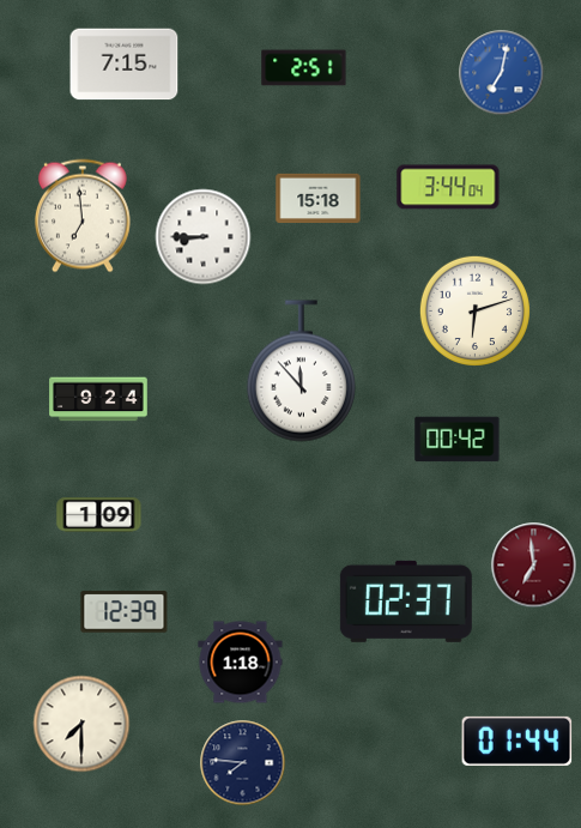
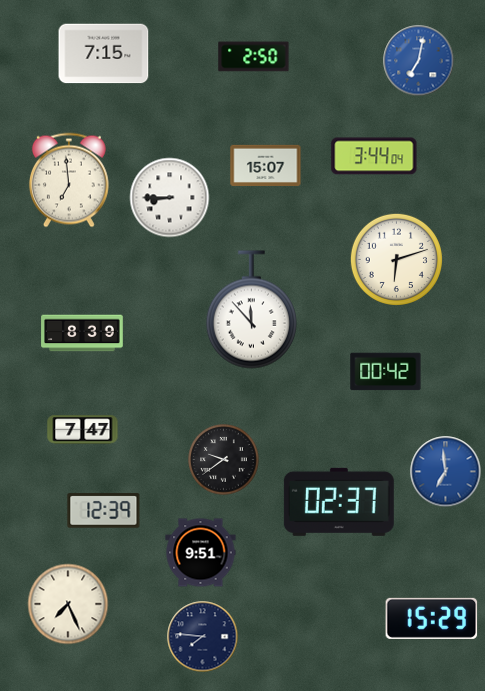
clock at (304, 68): 2:51 -> 2:50
clock at (319, 198): 15:18 -> 15:07
clock at (98, 399): 9:24 -> 8:39
clock at (458, 440) position: (458, 440) -> (386, 372)
clock at (99, 515): 1:09 -> 7:47
clock at (224, 460): none -> 9:39
clock at (534, 566) dial: burgundy -> blue
clock at (241, 663): 1:18 -> 9:51
clock at (81, 724): 7:30 -> 7:26
clock at (518, 741): 01:44 -> 15:29
